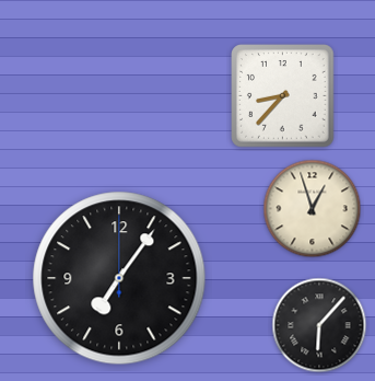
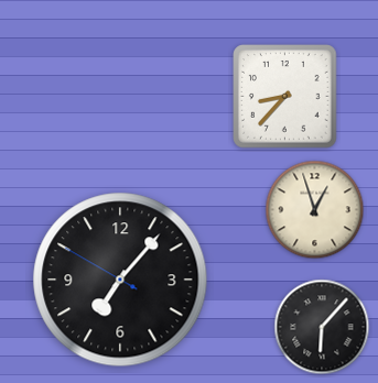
clock at (119, 278): 7:06:00 -> 7:06:50
